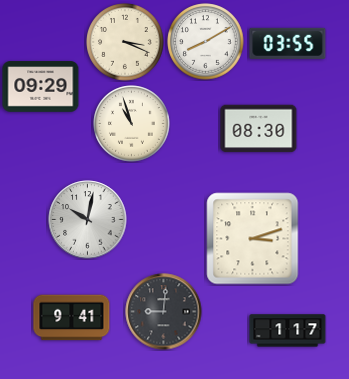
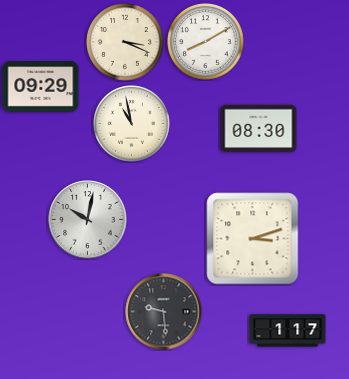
clock at (288, 43): 03:55 -> none
clock at (132, 124): 10:57 -> 10:58
clock at (164, 312): 9:01 -> 9:29
clock at (72, 318): 9:41 -> none
